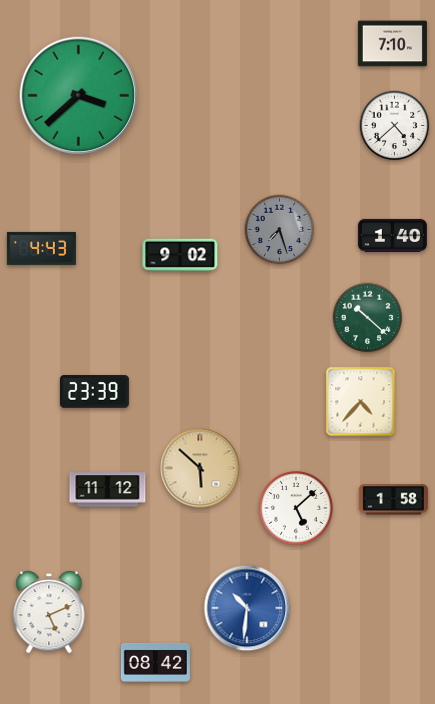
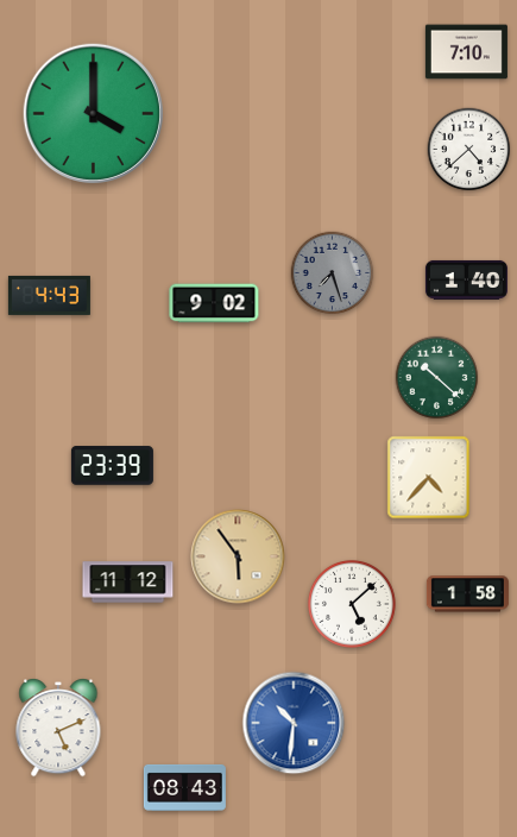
clock at (78, 95): 3:38 -> 4:00
clock at (200, 468): 5:52 -> 5:54
clock at (155, 662): 08:42 -> 08:43
